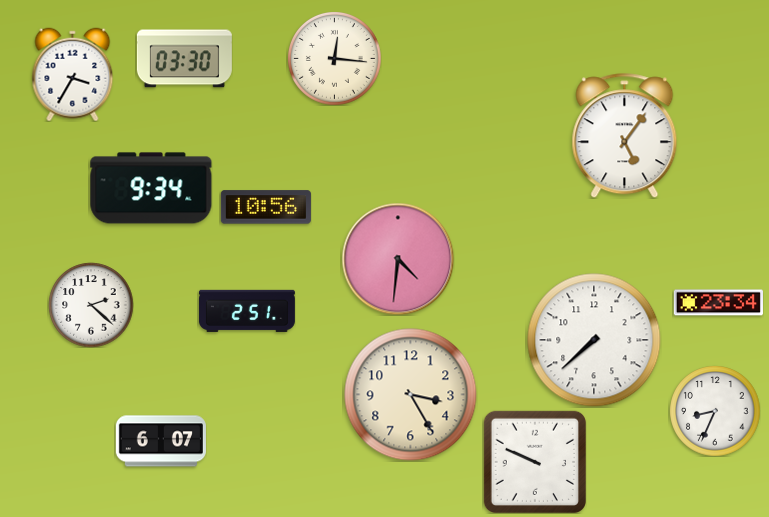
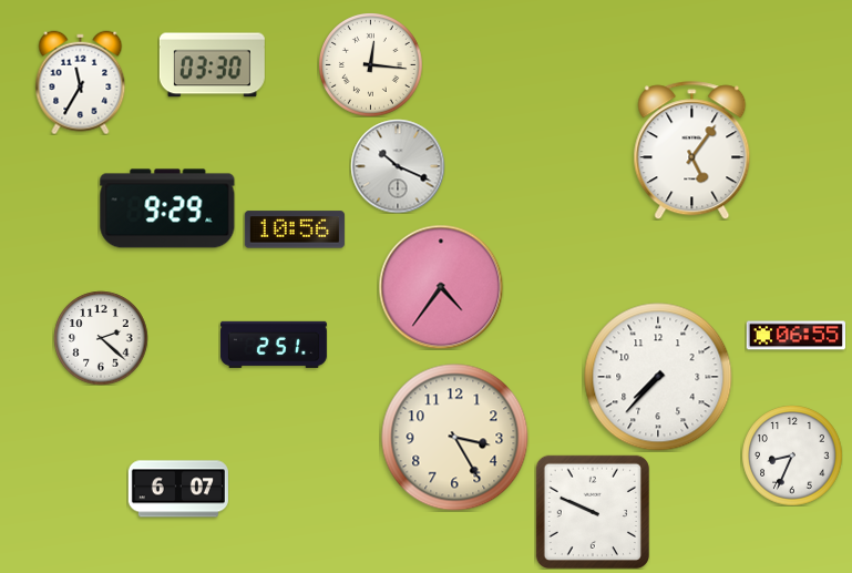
clock at (184, 59) position: (184, 59) -> (212, 65)
clock at (73, 74): 3:35 -> 11:35
clock at (398, 166): none -> 10:19
clock at (151, 188): 9:34 -> 9:29
clock at (398, 259): 4:31 -> 4:36
clock at (718, 303): 23:34 -> 06:55
clock at (594, 340): 7:38 -> 7:37
